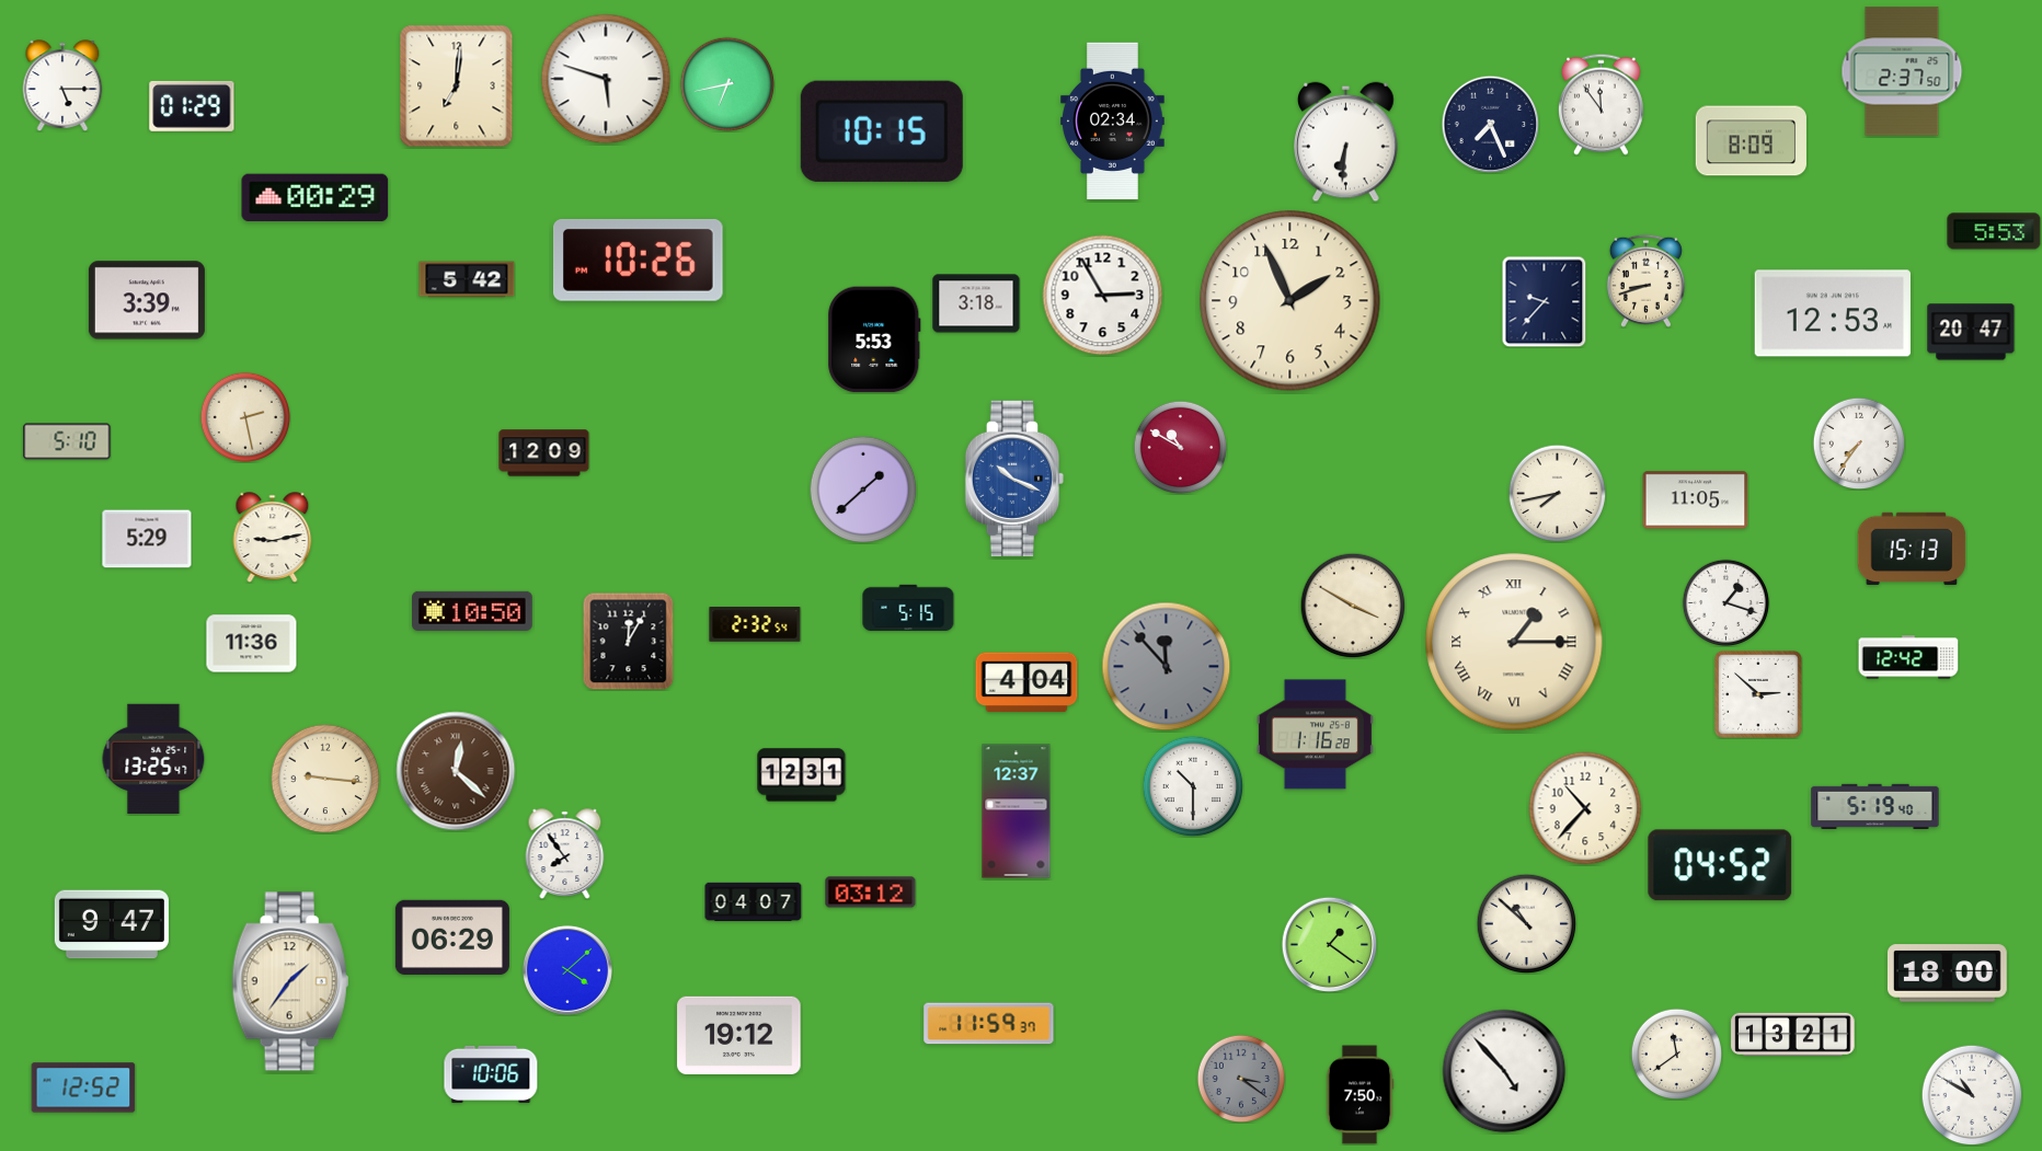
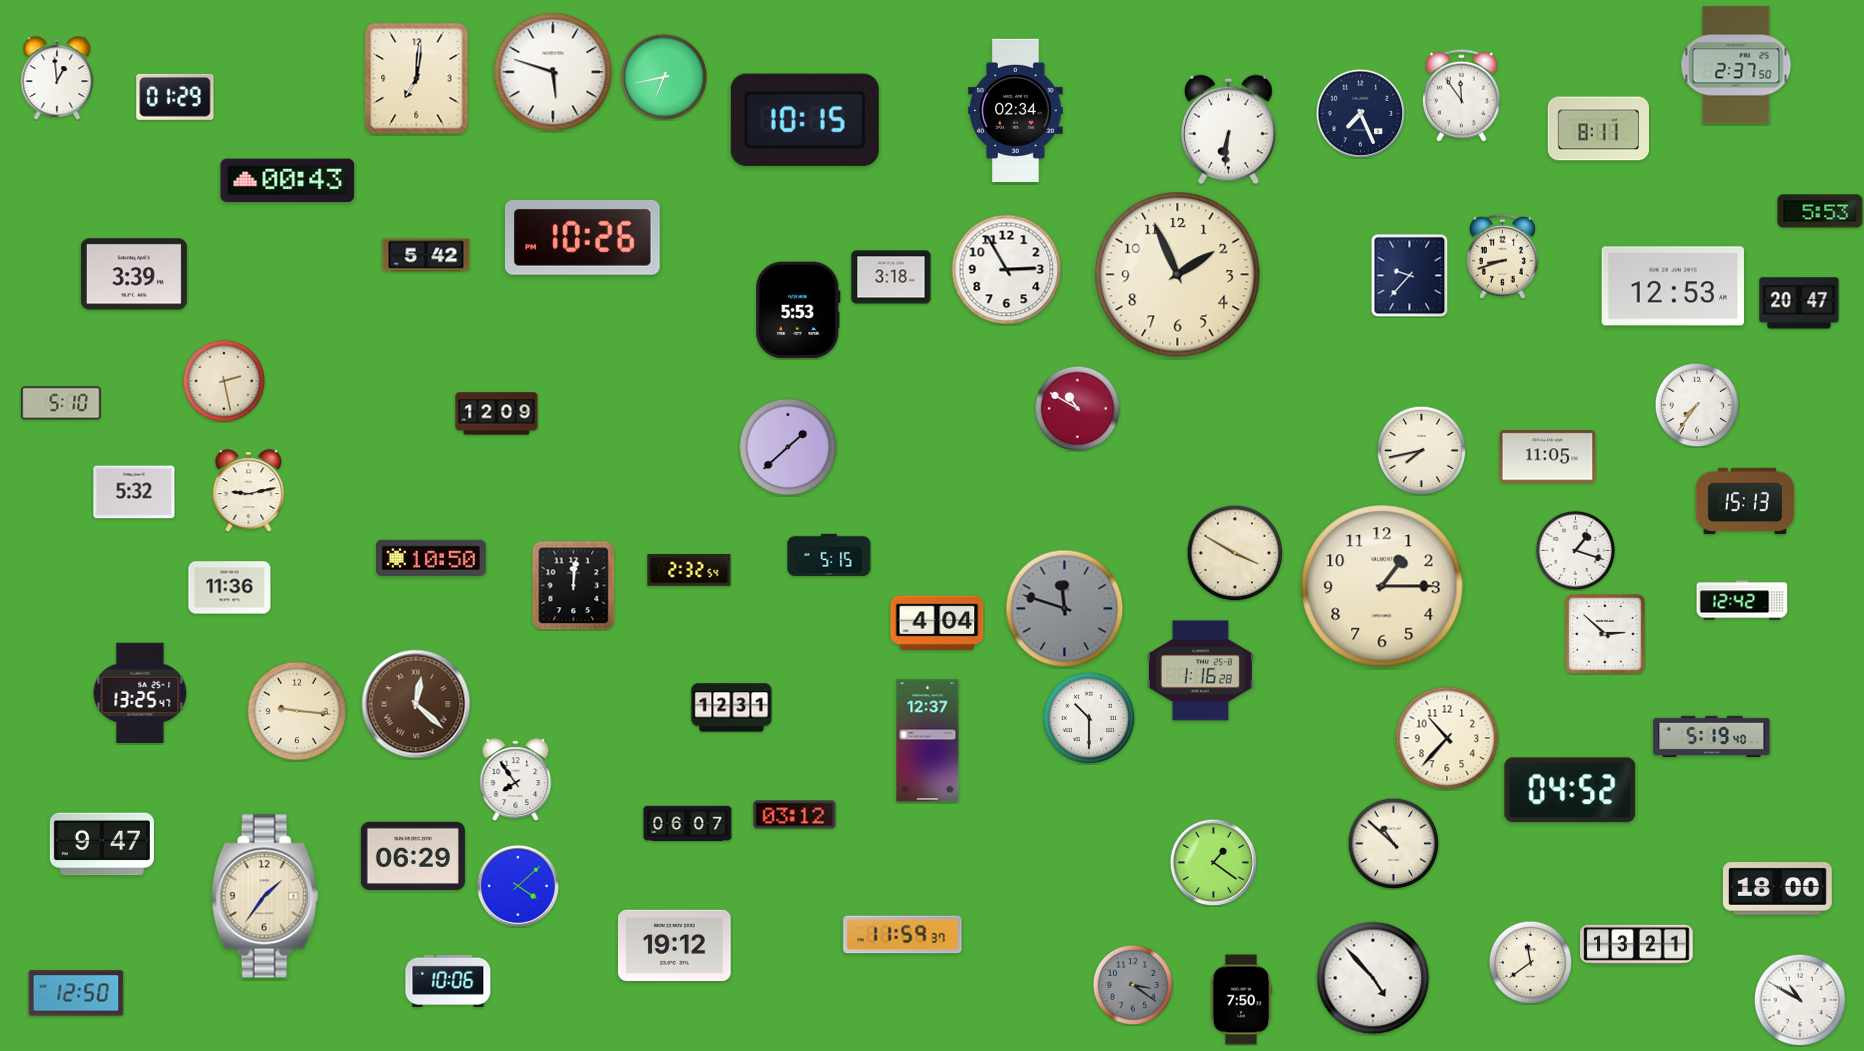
clock at (62, 85): 5:15 -> 12:59
clock at (1751, 141): 8:09 -> 8:11
clock at (316, 198): 00:29 -> 00:43
clock at (1013, 479): 10:19 -> none
clock at (147, 539): 5:29 -> 5:32
clock at (629, 641): 12:05 -> 12:01
clock at (1514, 642) numerals: Roman -> Arabic
clock at (1167, 667): 11:53 -> 11:48
clock at (754, 902): 04:07 -> 06:07
clock at (83, 1087): 12:52 -> 12:50
